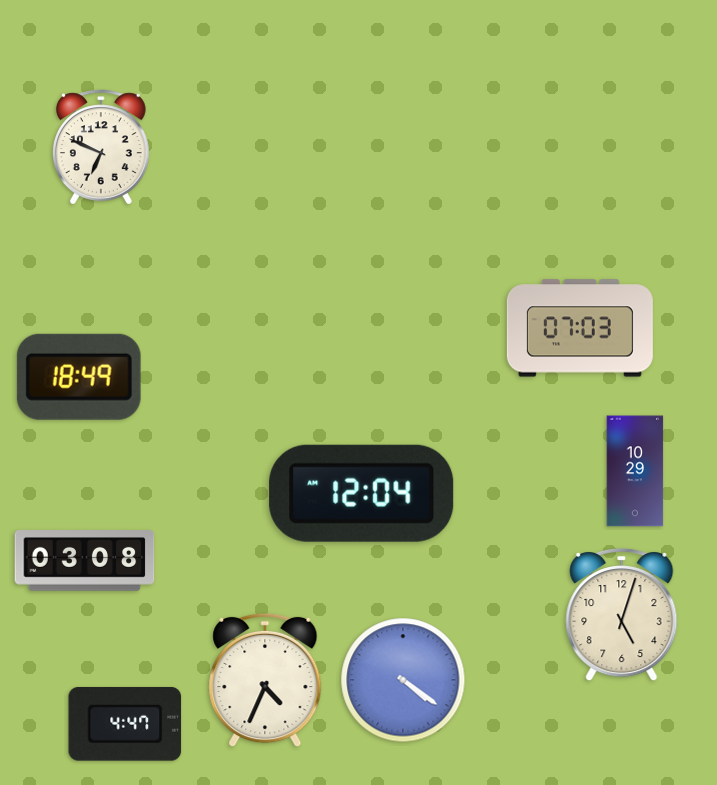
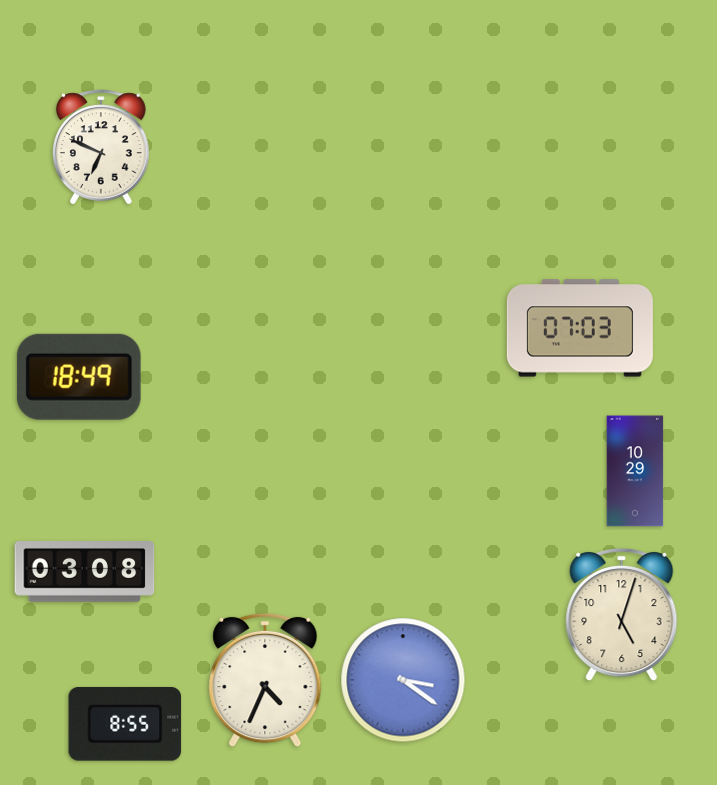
clock at (362, 493): 12:04 -> none
clock at (85, 561) position: (85, 561) -> (85, 572)
clock at (403, 680): 4:21 -> 3:21
clock at (125, 724): 4:47 -> 8:55
